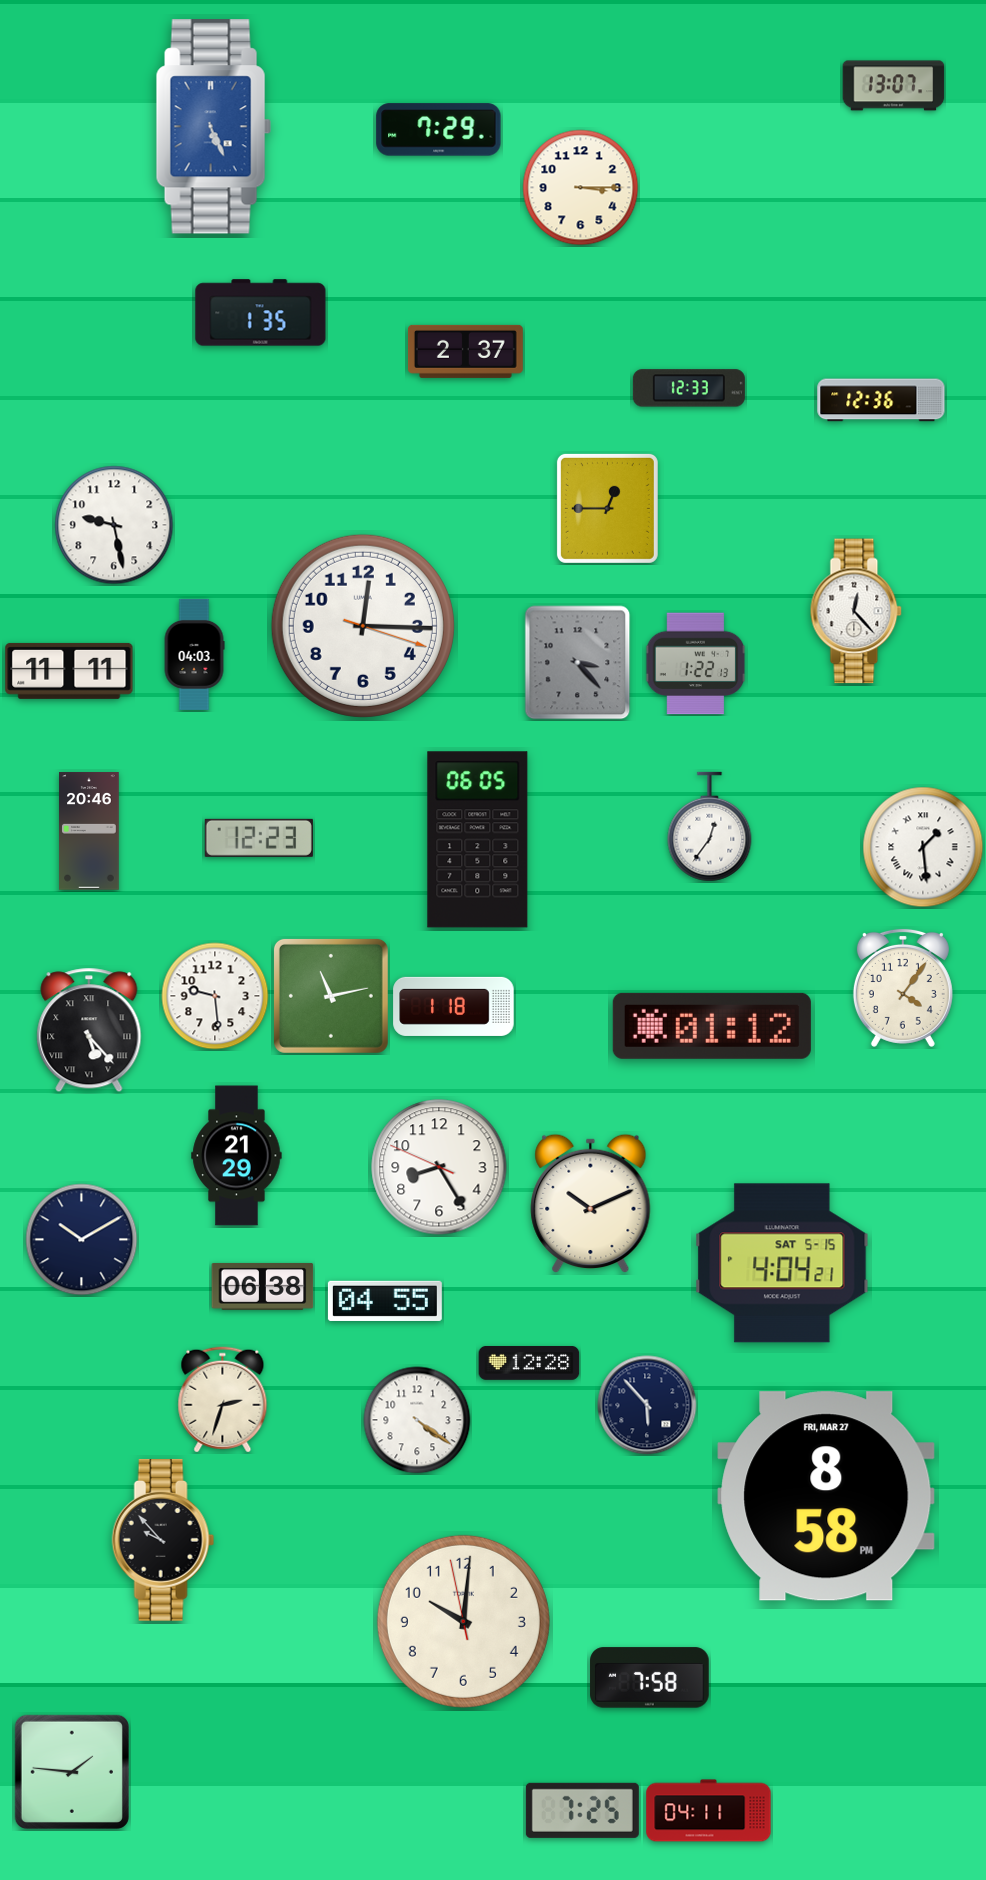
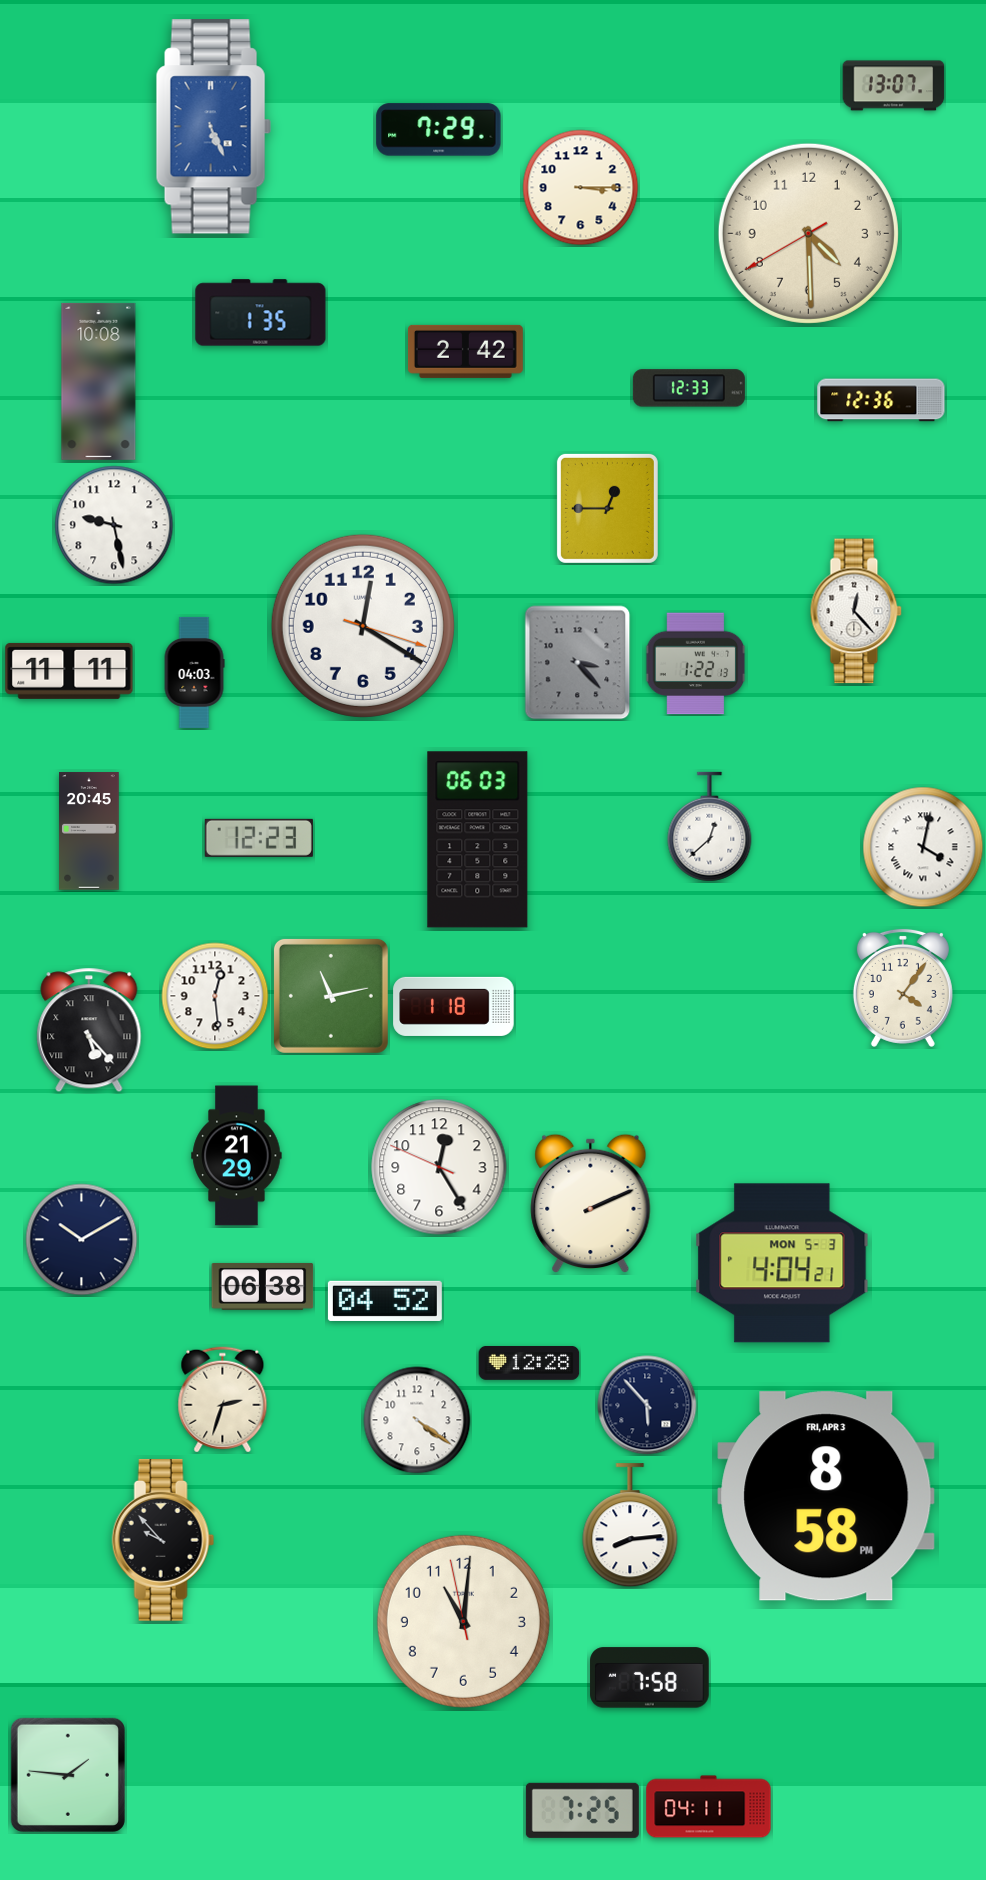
clock at (808, 233): none -> 4:29
clock at (465, 351): 2:37 -> 2:42
clock at (99, 381): none -> 10:08
clock at (363, 626): 12:15 -> 12:20
clock at (194, 654) position: (194, 654) -> (194, 672)
clock at (710, 827): 12:36 -> 12:38
clock at (89, 831): 20:46 -> 20:45
clock at (478, 840): 06:05 -> 06:03
clock at (923, 847): 1:29 -> 4:02
clock at (215, 996): 9:29 -> 12:29
clock at (712, 1026): 01:12 -> none
clock at (439, 1167): 8:24 -> 12:24
clock at (591, 1204): 10:11 -> 2:11
clock at (782, 1263) date: SAT 5-15 -> MON 5-3
clock at (385, 1300): 04:55 -> 04:52
clock at (826, 1496) date: FRI, MAR 27 -> FRI, APR 3
clock at (630, 1526): none -> 8:14
clock at (463, 1621): 10:00 -> 11:00
clock at (72, 1772) position: (72, 1772) -> (68, 1775)
clock at (709, 1811) position: (709, 1811) -> (709, 1807)
